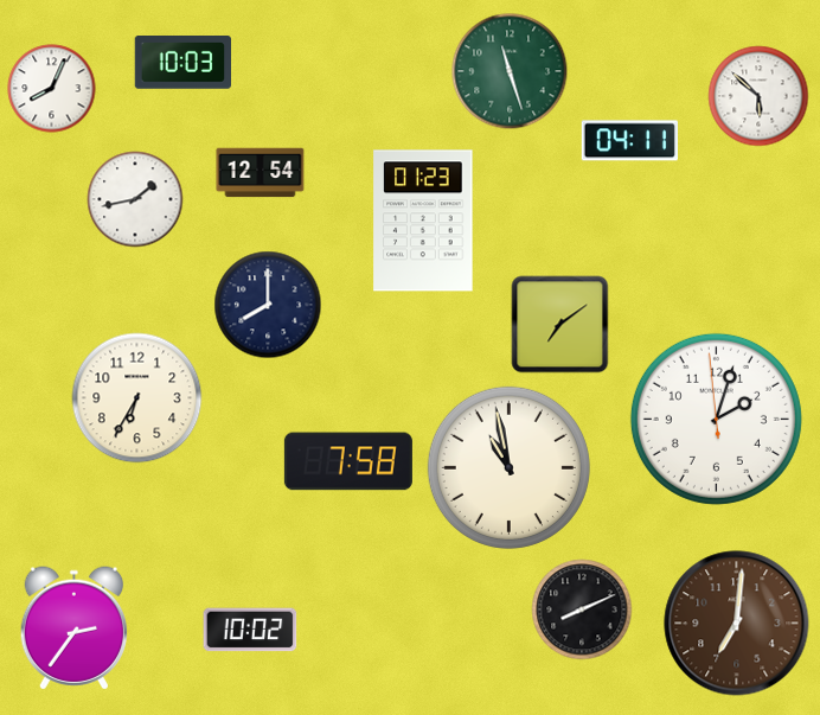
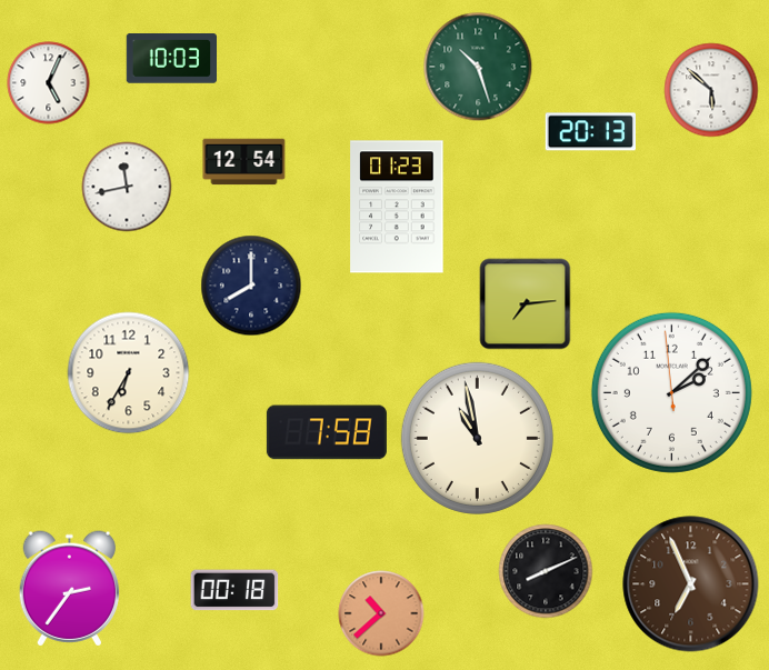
clock at (510, 71): 11:27 -> 10:27
clock at (52, 89): 8:04 -> 5:04
clock at (629, 141): 04:11 -> 20:13
clock at (135, 199): 1:43 -> 11:43
clock at (560, 325): 7:09 -> 7:14
clock at (716, 419): 2:02 -> 2:07
clock at (737, 624): 7:01 -> 6:56
clock at (250, 630): 10:02 -> 00:18
clock at (381, 613): none -> 10:38
